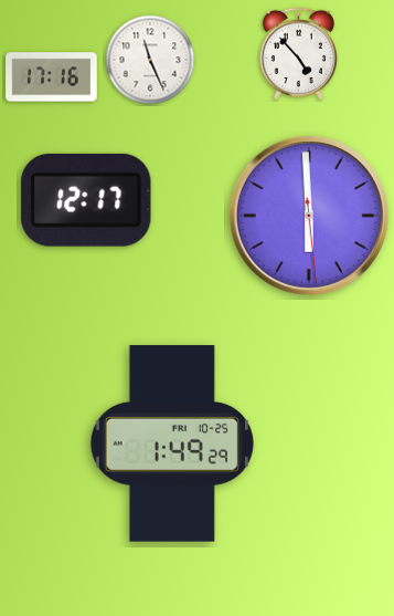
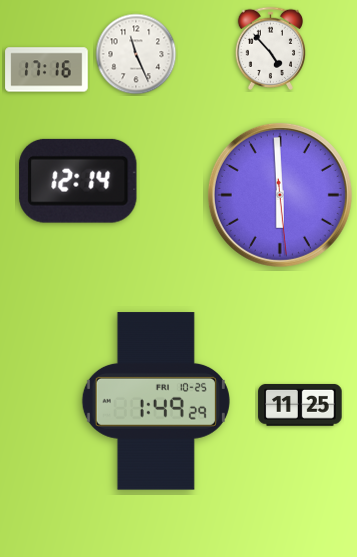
clock at (87, 200): 12:17 -> 12:14
clock at (300, 405): none -> 11:25
